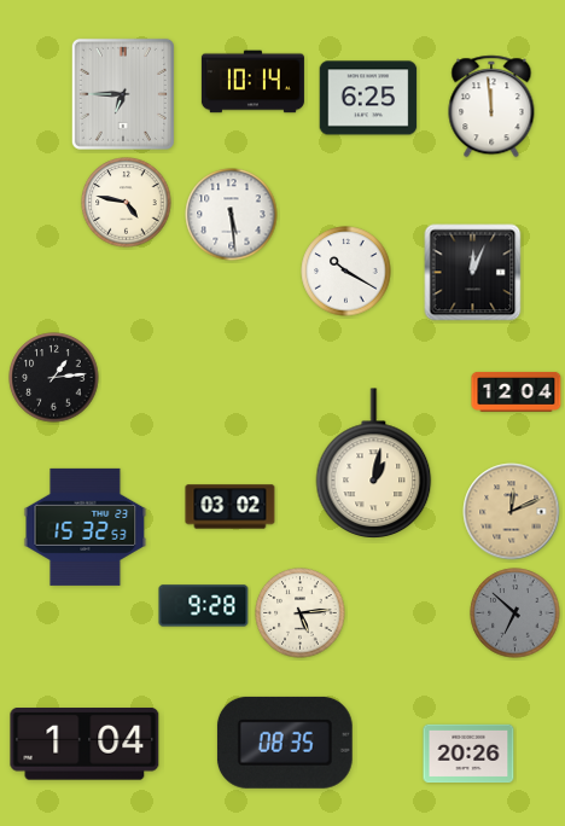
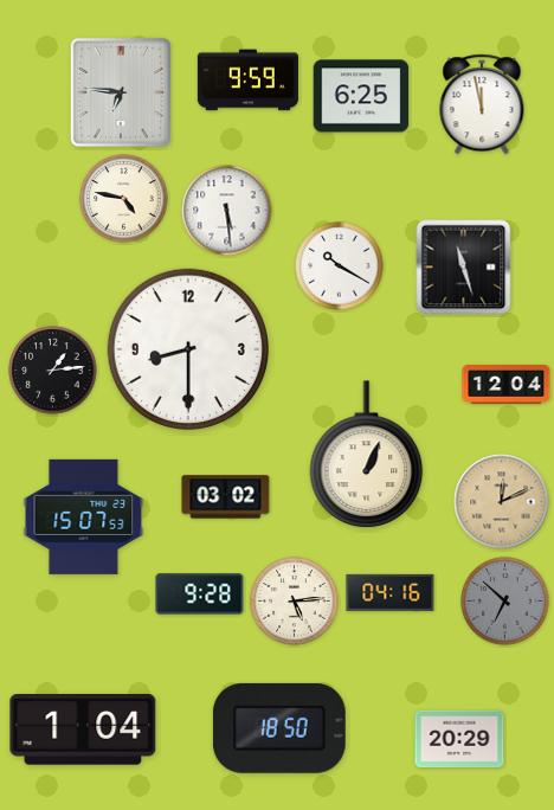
clock at (252, 82): 10:14 -> 9:59
clock at (123, 94): 6:45 -> 6:46
clock at (491, 106): 11:59 -> 11:58
clock at (473, 273): 12:04 -> 11:27
clock at (188, 349): none -> 8:30
clock at (374, 463): 1:02 -> 1:04
clock at (86, 527): 15:32 -> 15:07
clock at (391, 592): none -> 04:16
clock at (285, 743): 08:35 -> 18:50
clock at (468, 754): 20:26 -> 20:29
